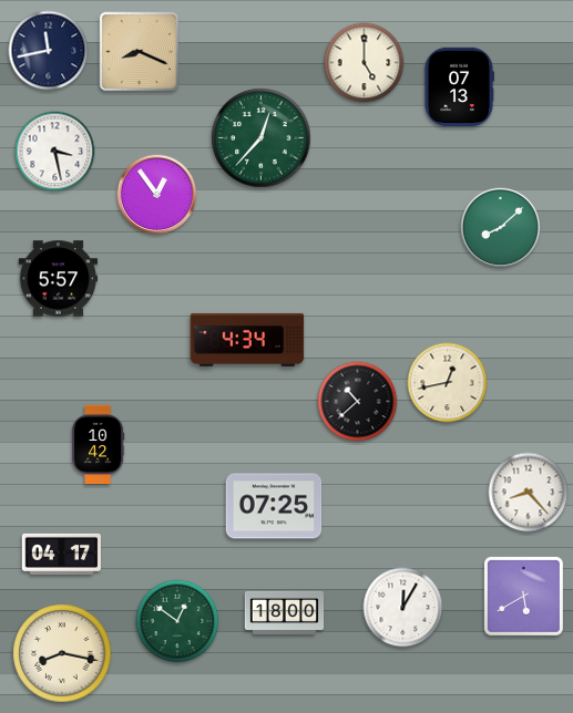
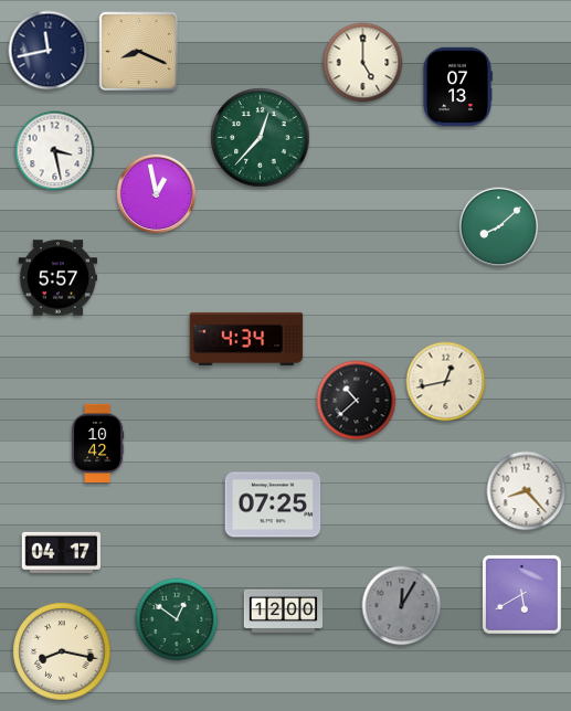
clock at (157, 195): 12:54 -> 12:58
clock at (403, 608) dial: white -> grey
clock at (285, 612): 18:00 -> 12:00
